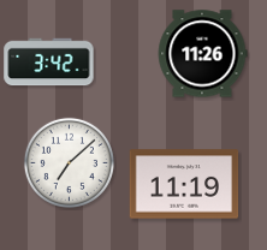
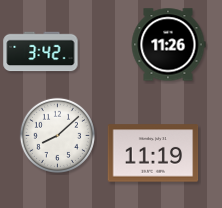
clock at (69, 162): 7:08 -> 8:08
